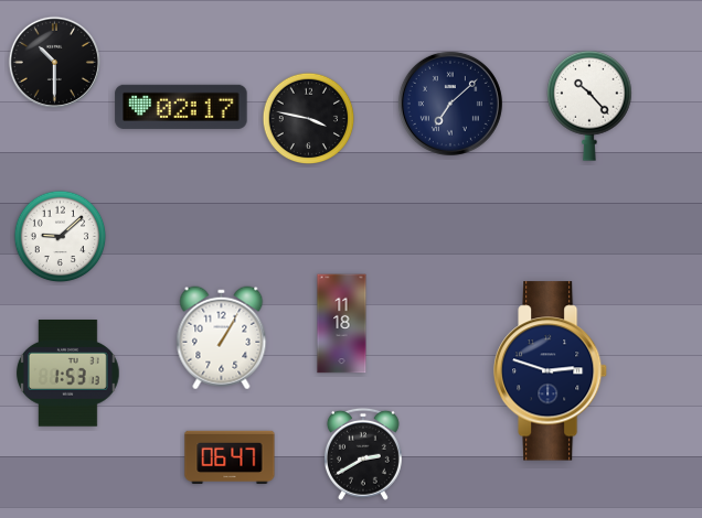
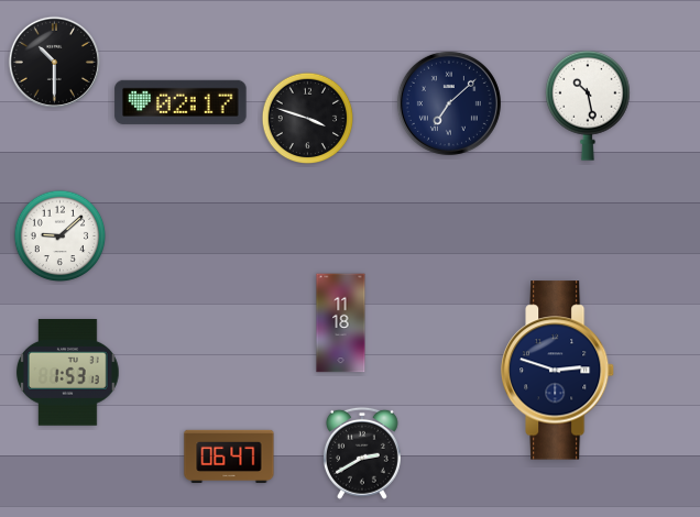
clock at (591, 106): 10:23 -> 10:28
clock at (181, 107) position: (181, 107) -> (181, 102)
clock at (309, 119): 3:47 -> 3:48
clock at (222, 338): 1:05 -> none
clock at (551, 371) position: (551, 371) -> (558, 371)
